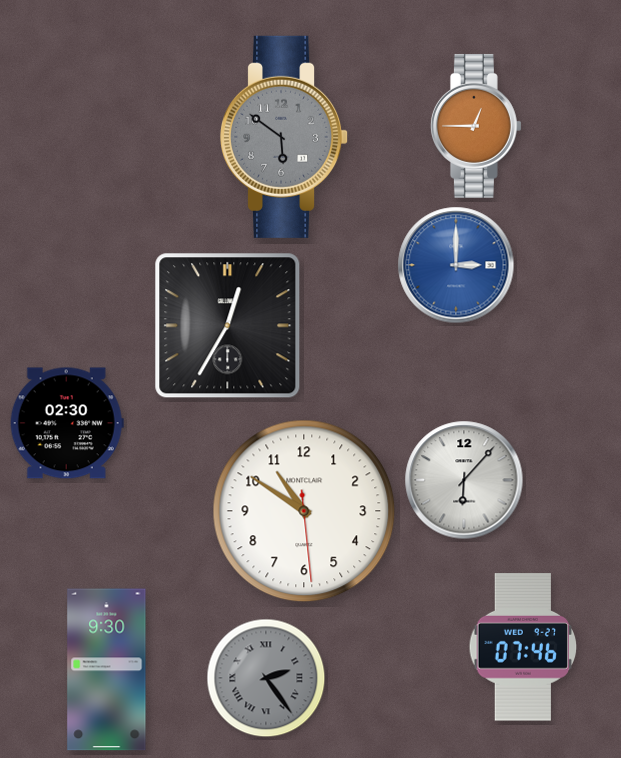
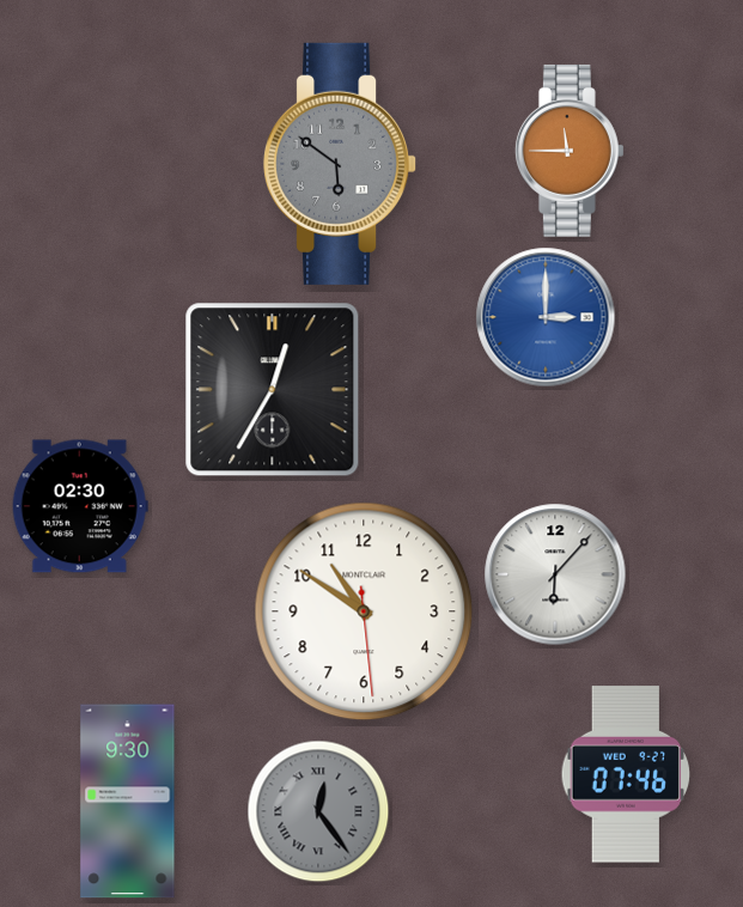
clock at (476, 126): 12:45 -> 11:45
clock at (266, 678): 2:24 -> 12:24
